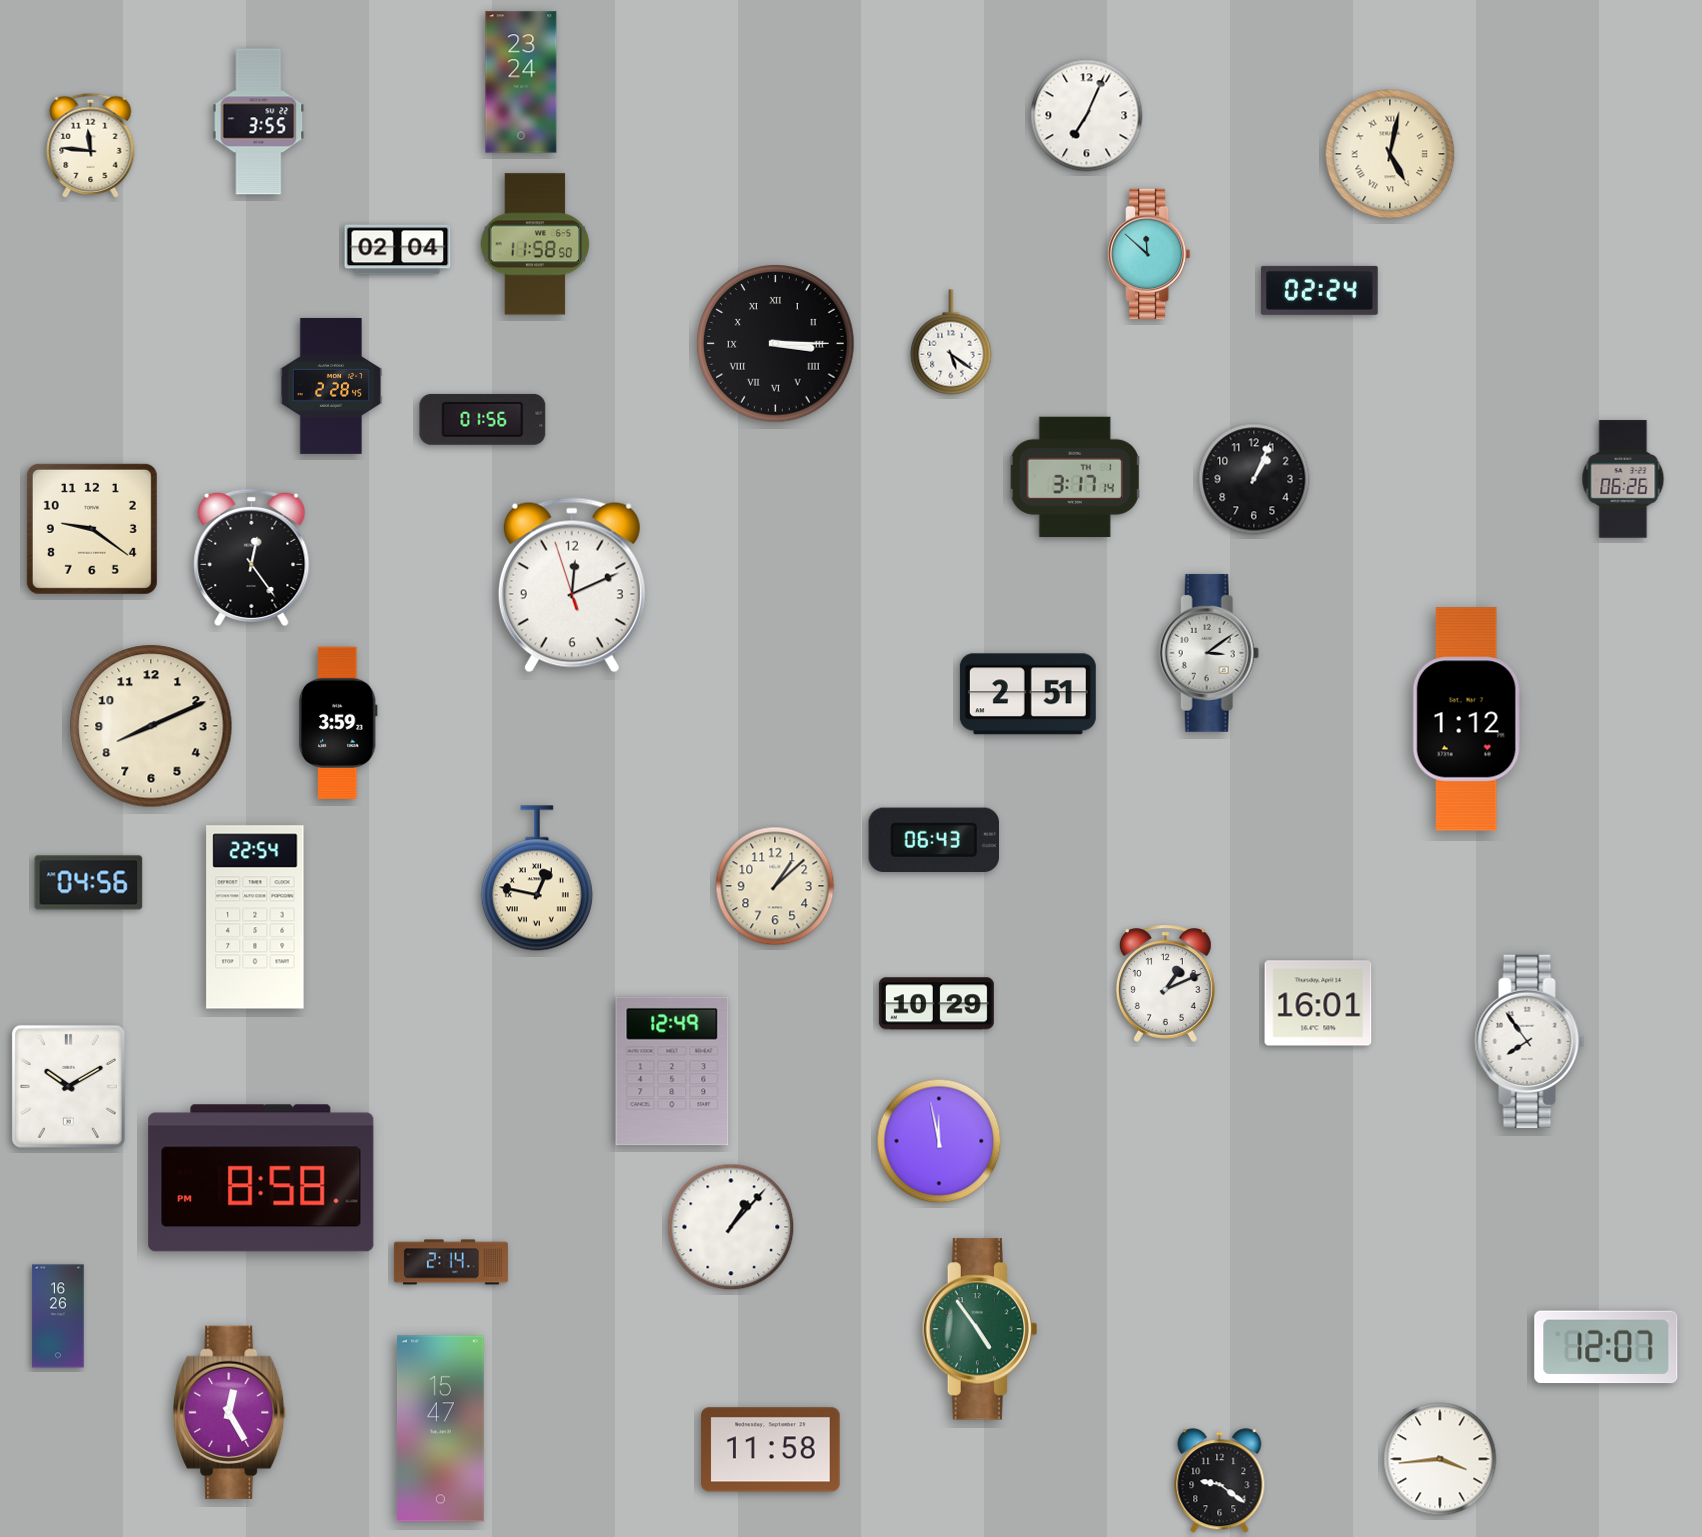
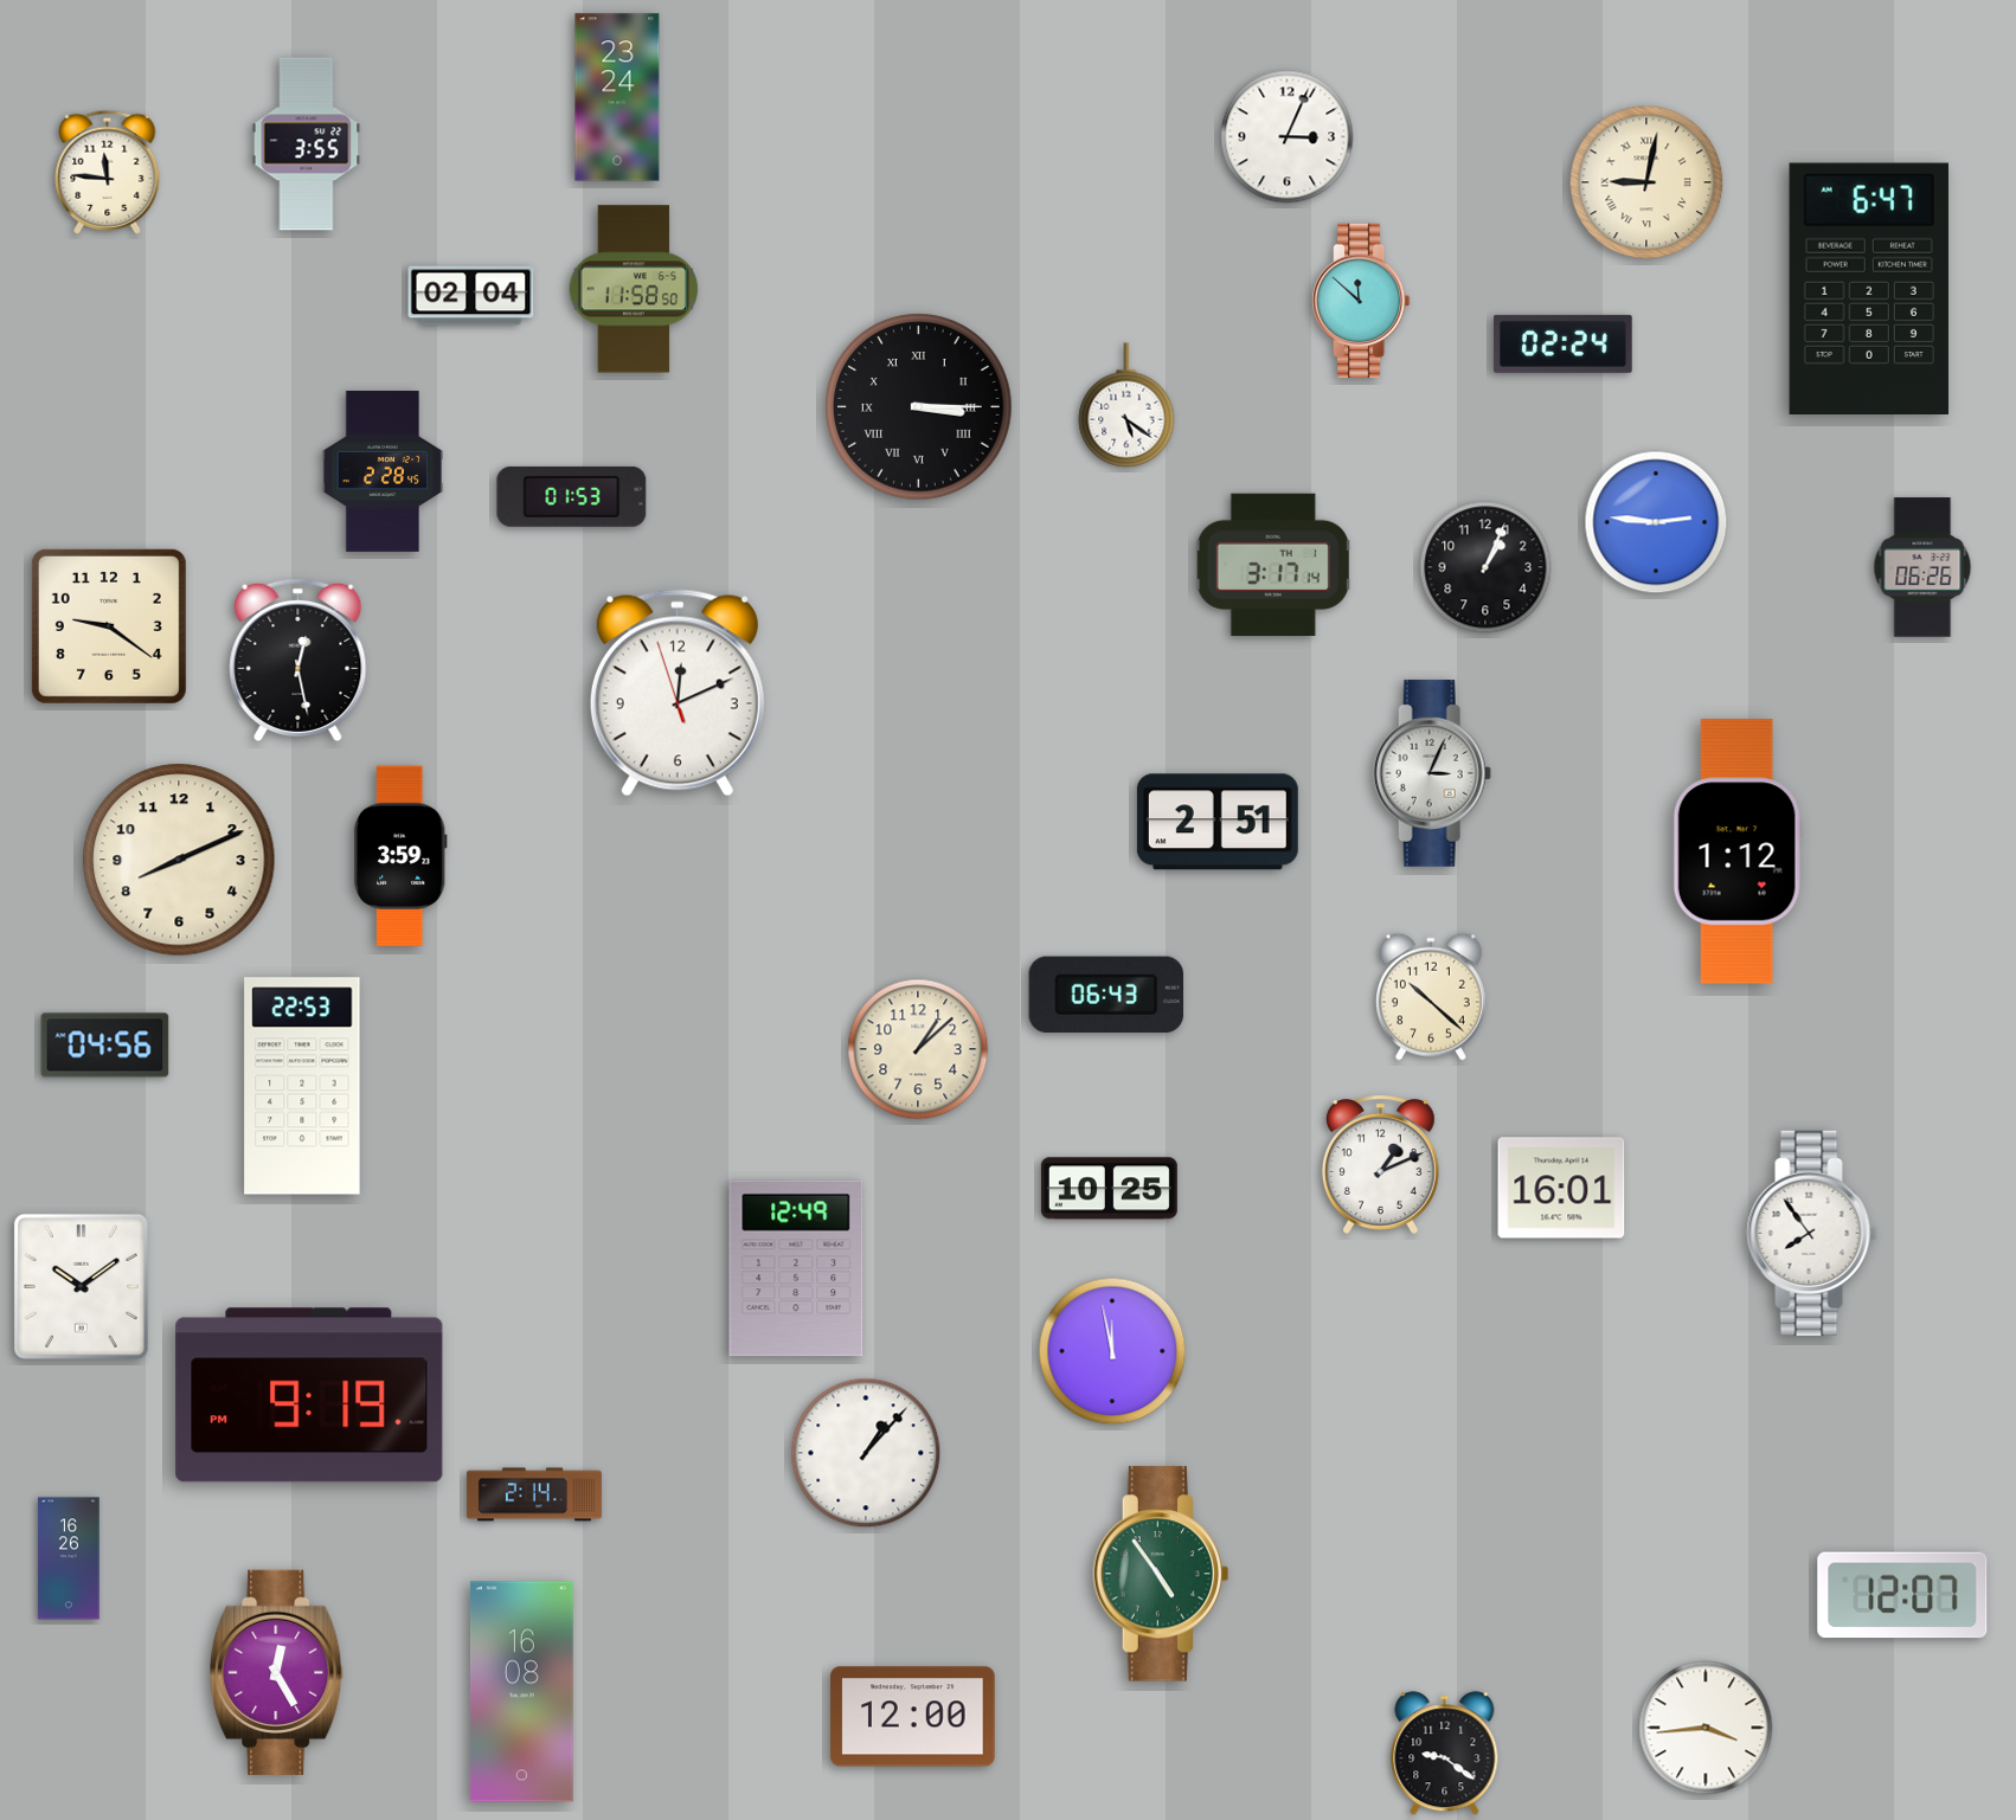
clock at (1087, 116): 7:04 -> 3:04
clock at (1390, 154): 5:02 -> 9:02
clock at (1869, 288): none -> 6:47
clock at (331, 386) position: (331, 386) -> (383, 471)
clock at (483, 419): 01:56 -> 01:53
clock at (1656, 522): none -> 2:46
clock at (252, 557): 12:24 -> 12:28
clock at (1209, 653): 3:09 -> 3:04
clock at (1431, 997): none -> 10:22
clock at (537, 878): 12:47 -> none
clock at (255, 917): 22:54 -> 22:53
clock at (936, 1004): 10:29 -> 10:25
clock at (68, 1086): 10:10 -> 10:09
clock at (261, 1178): 8:58 -> 9:19
clock at (230, 1412) position: (230, 1412) -> (277, 1672)
clock at (440, 1429): 15:47 -> 16:08
clock at (771, 1450): 11:58 -> 12:00
